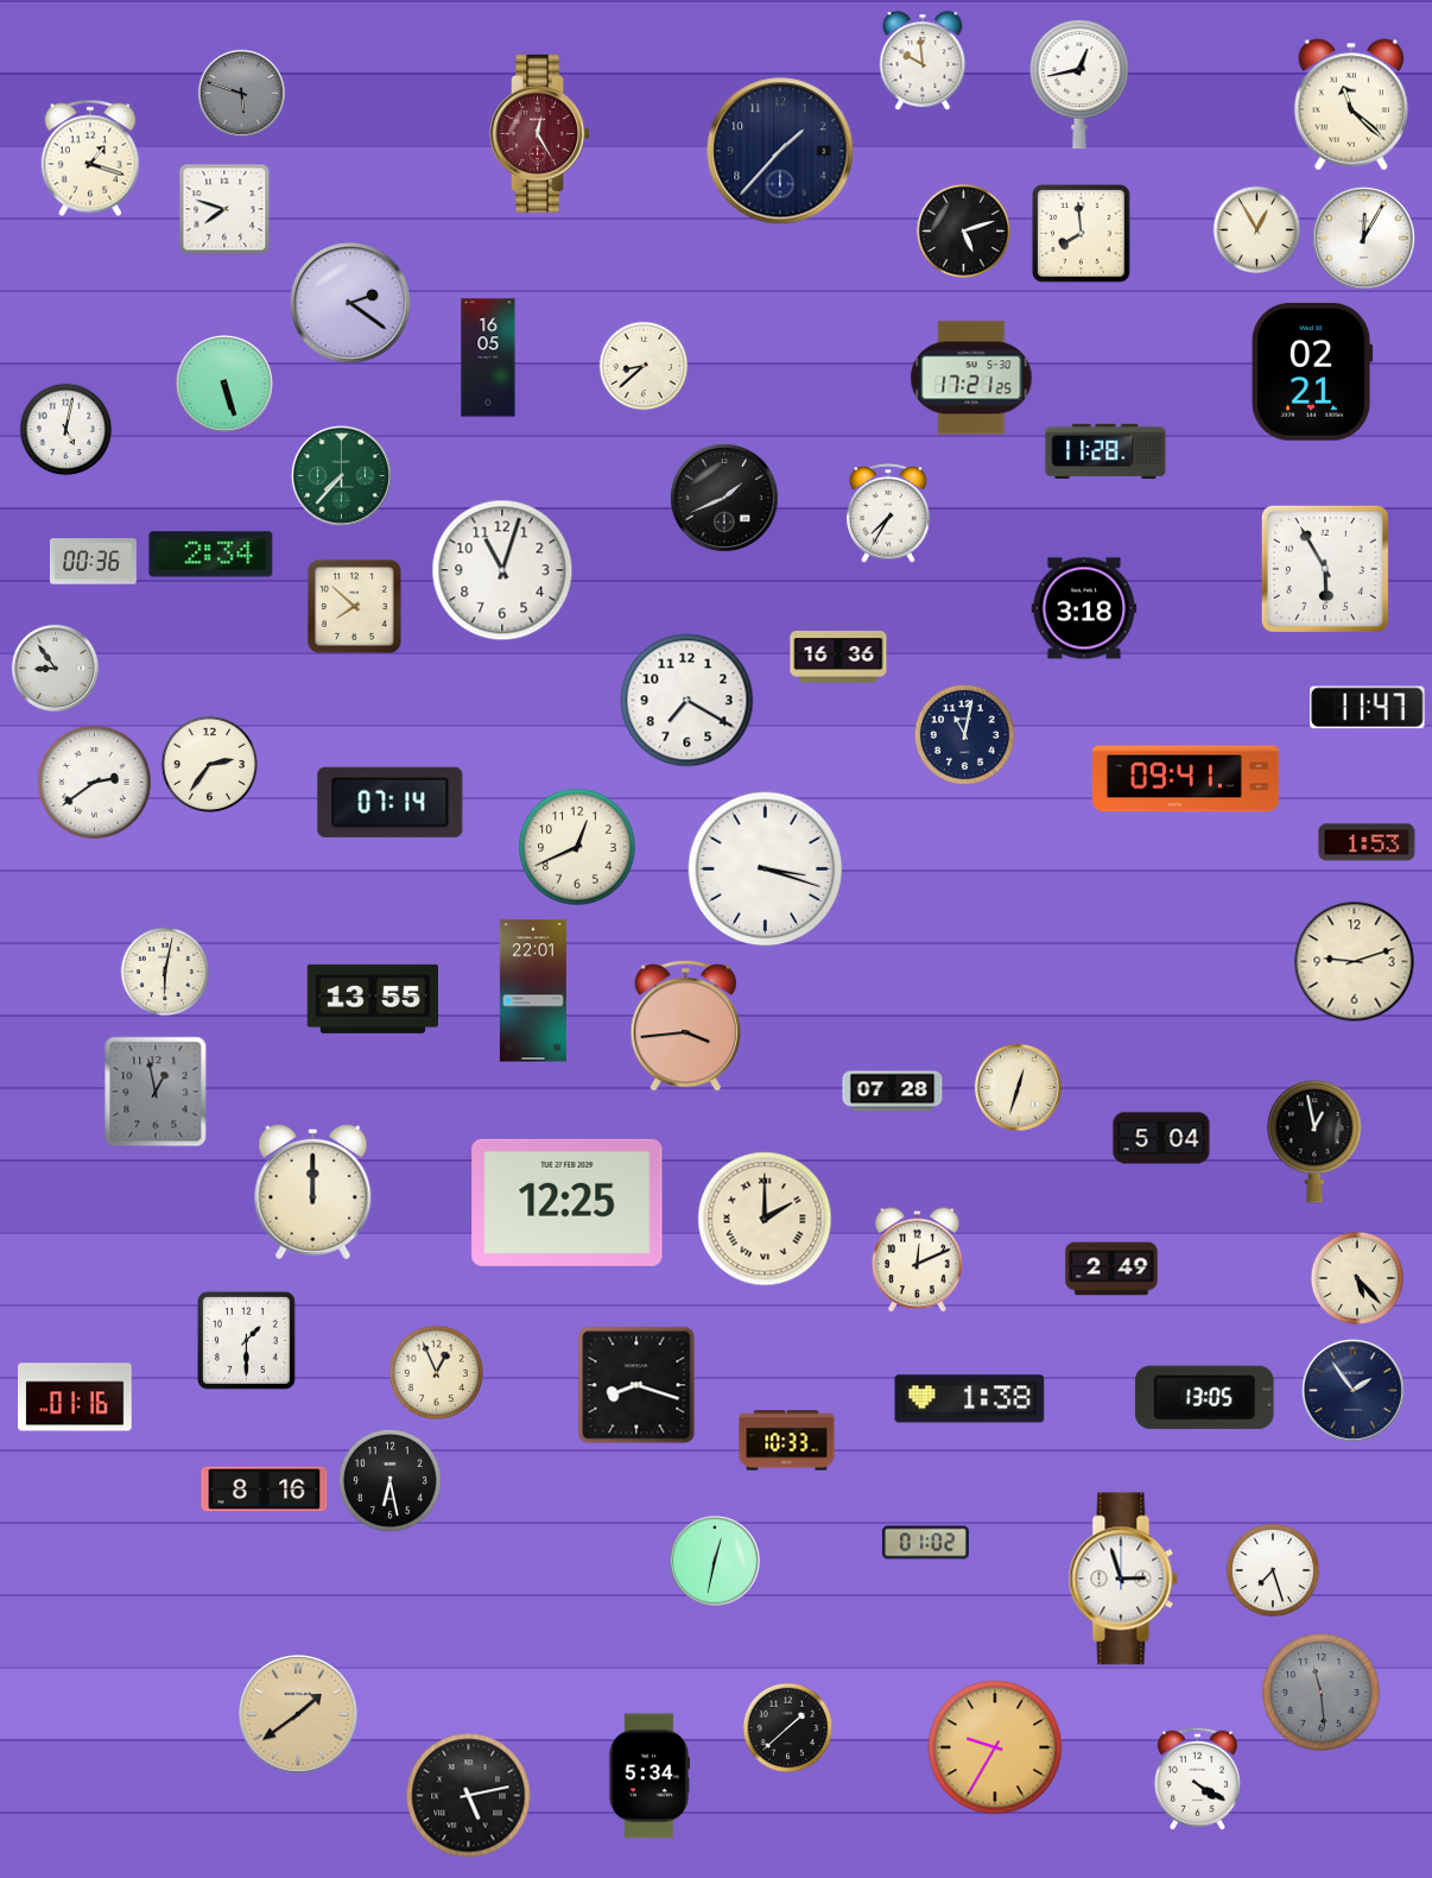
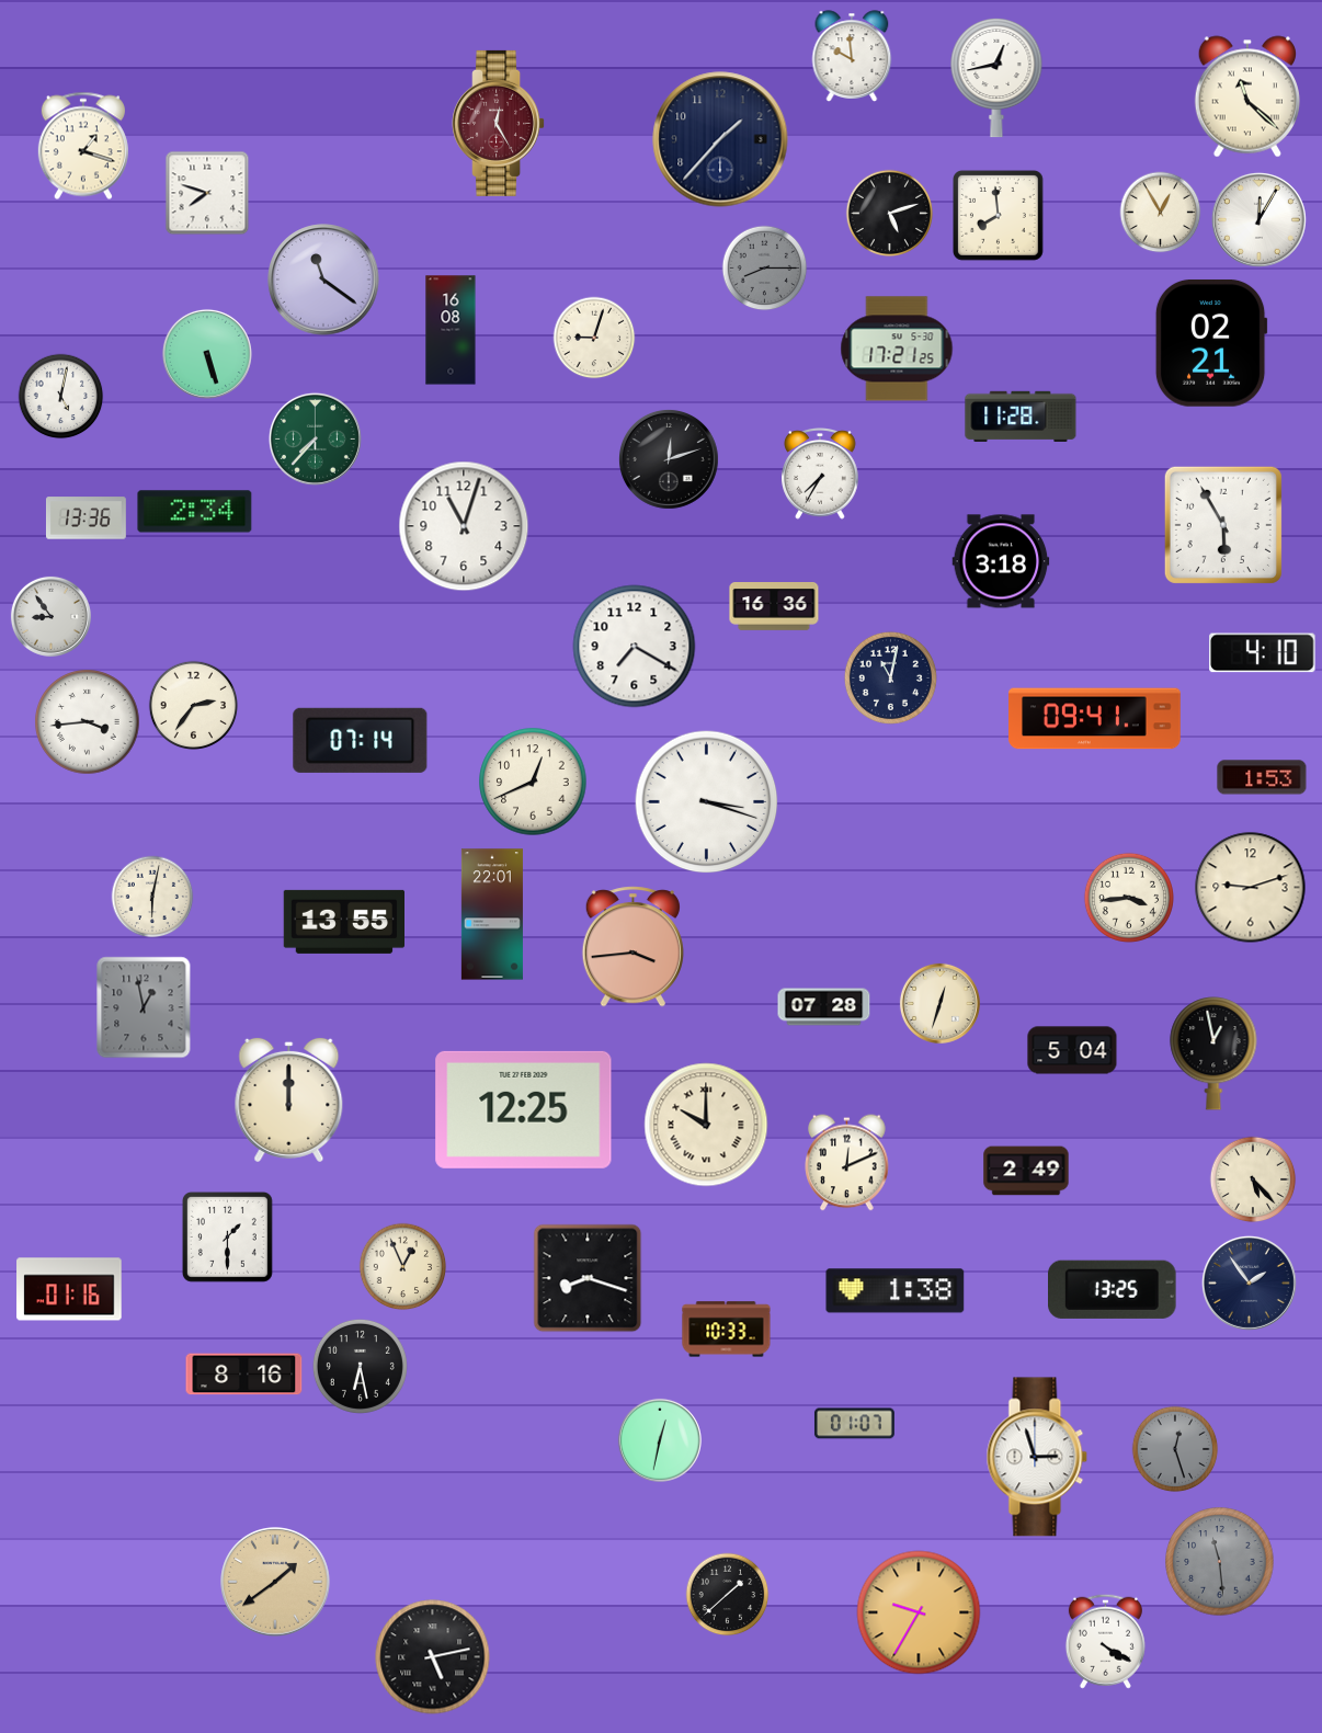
clock at (241, 93): 5:48 -> none
clock at (765, 269): none -> 8:15
clock at (350, 303): 2:21 -> 11:21
clock at (488, 358): 16:05 -> 16:08
clock at (644, 366): 8:38 -> 9:03
clock at (724, 498): 1:41 -> 12:12
clock at (93, 562): 00:36 -> 13:36
clock at (354, 606): 7:52 -> none
clock at (1368, 708): 11:47 -> 4:10
clock at (95, 783): 2:39 -> 3:44
clock at (1129, 898): none -> 3:44
clock at (765, 1219): 2:00 -> 10:00
clock at (1205, 1397): 13:05 -> 13:25
clock at (925, 1543): 01:02 -> 01:07
clock at (1273, 1570): 7:27 -> 12:27
clock at (1273, 1570) dial: white -> grey
clock at (648, 1776): 5:34 -> none
